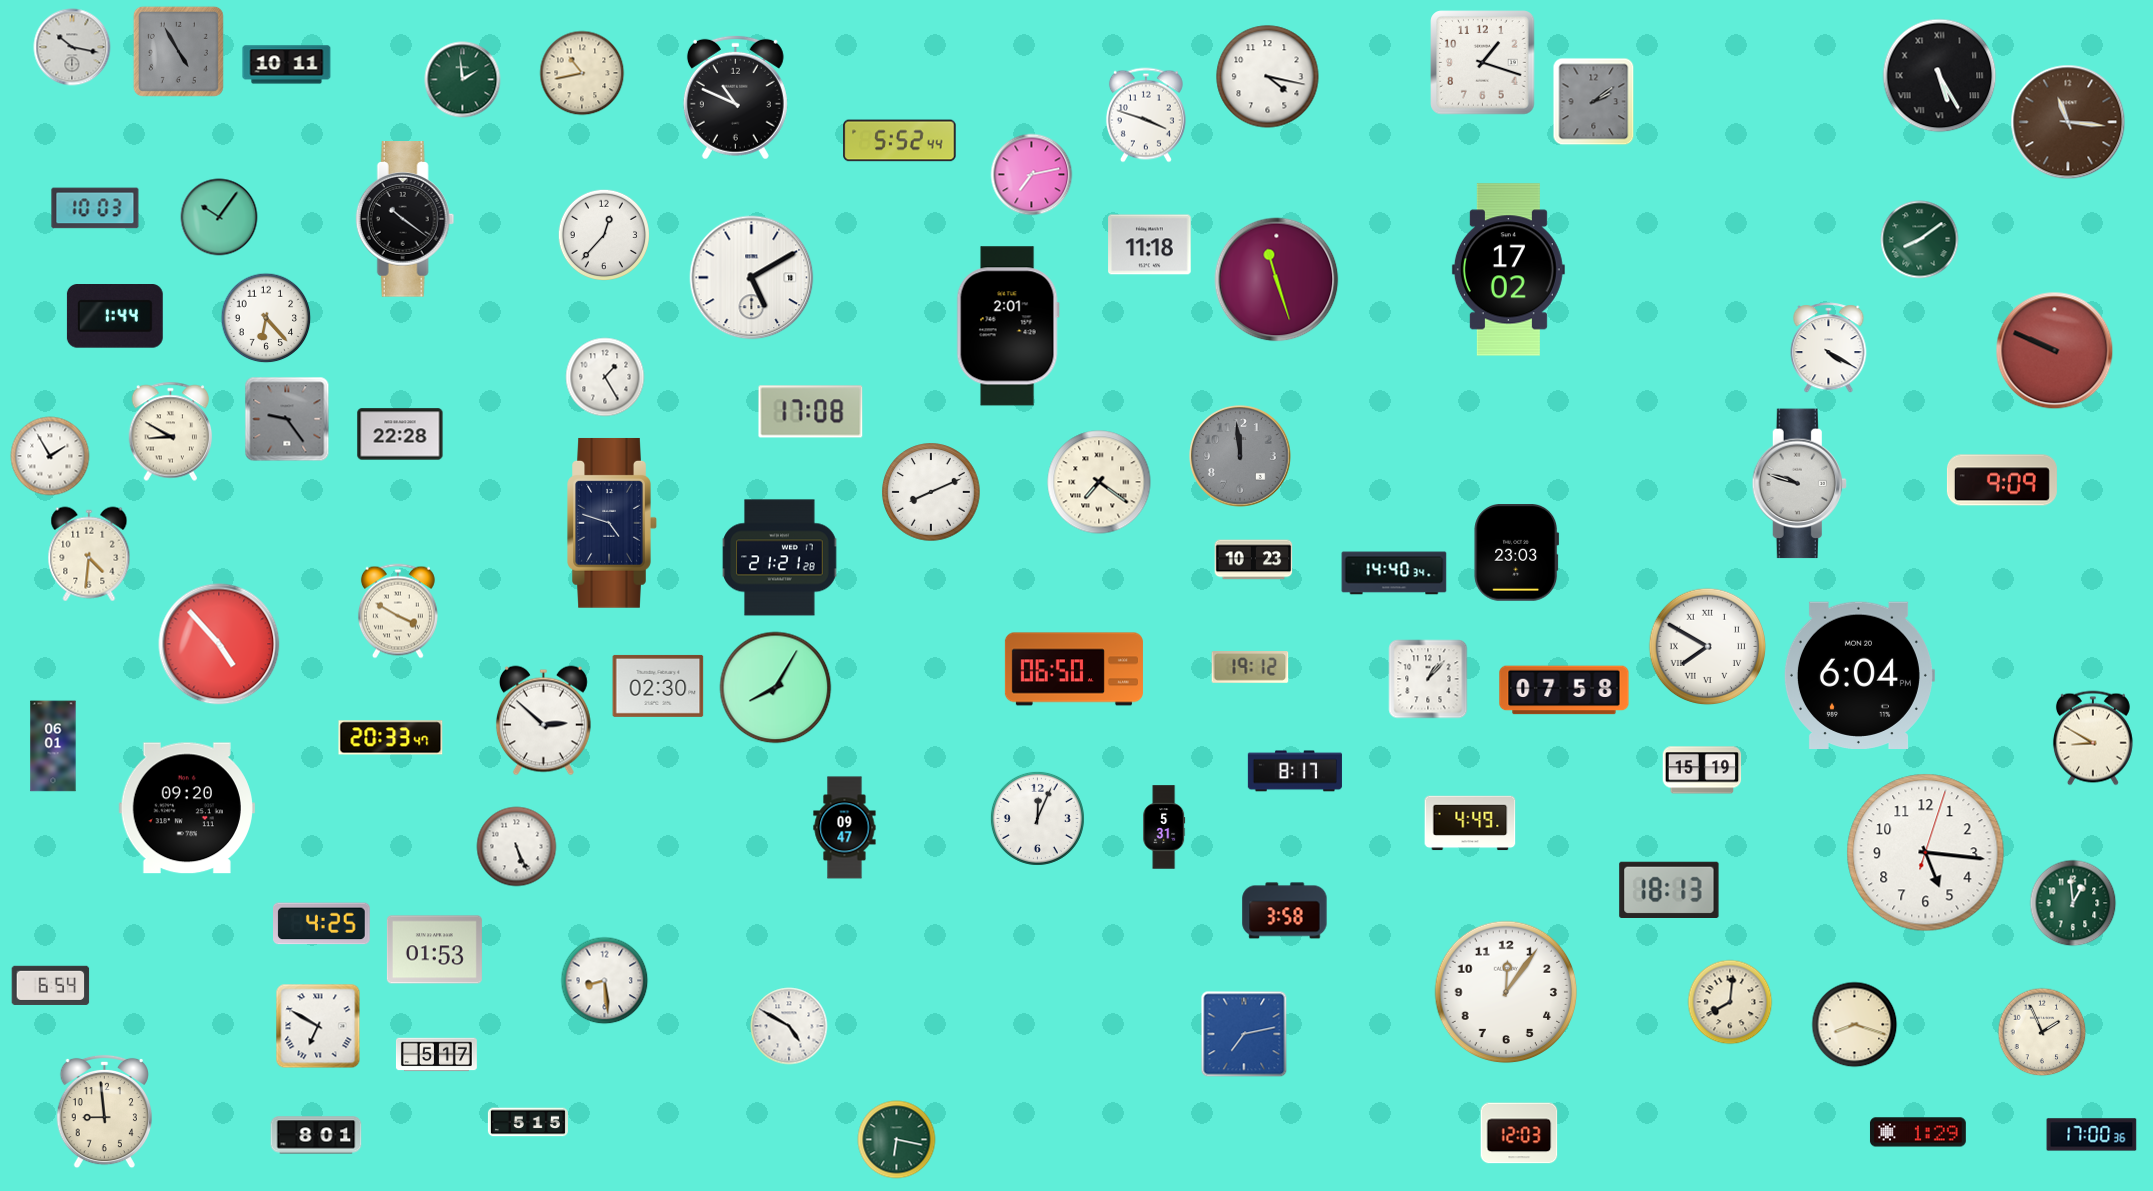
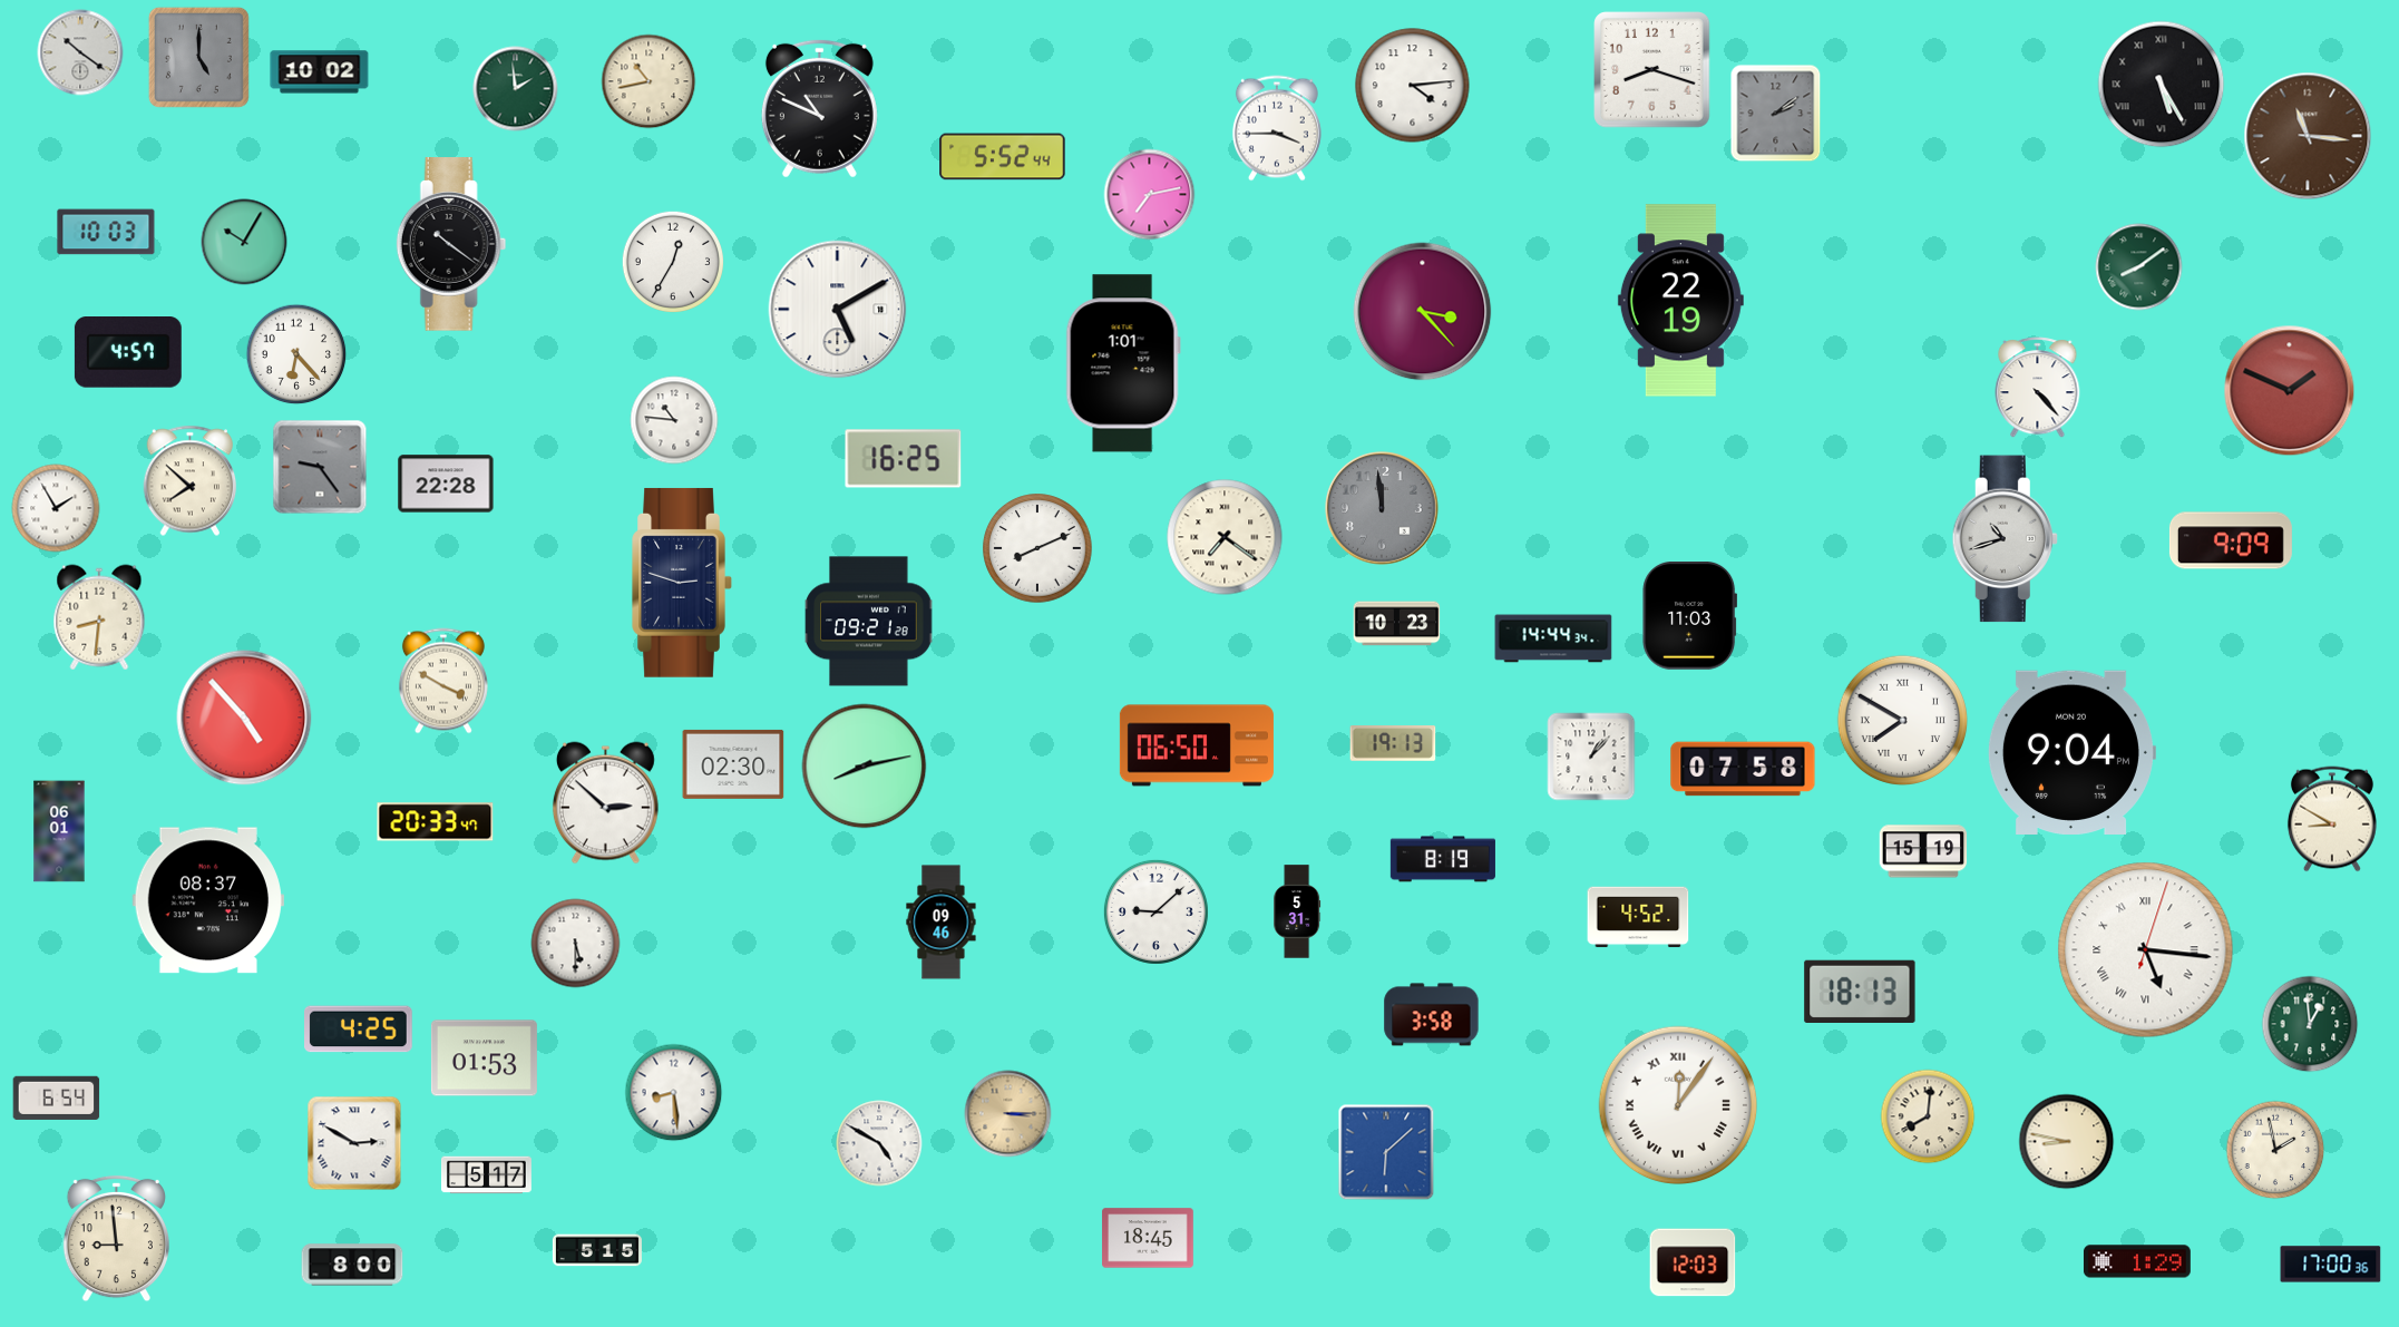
clock at (72, 47): 10:17 -> 10:21
clock at (178, 51): 4:55 -> 5:00
clock at (1483, 63): 1:18 -> 8:18
clock at (287, 65): 10:11 -> 10:02
clock at (1268, 77): 4:17 -> 4:14
clock at (1146, 115): 3:48 -> 3:45
clock at (2068, 122) position: (2068, 122) -> (2308, 136)
clock at (219, 217): 10:06 -> 10:05
clock at (603, 234): 12:37 -> 12:35
clock at (1150, 245): 11:18 -> none
clock at (1508, 270): 17:02 -> 22:19
clock at (1277, 280): 11:27 -> 3:23
clock at (115, 317): 1:44 -> 4:57
clock at (1008, 326): 2:01 -> 1:01
clock at (1829, 348): 4:20 -> 4:23
clock at (2055, 351): 9:49 -> 1:49
clock at (605, 377): 1:25 -> 10:46
clock at (811, 412): 17:08 -> 16:25
clock at (171, 432): 8:50 -> 7:52
clock at (2002, 480) position: (2002, 480) -> (2231, 540)
clock at (1799, 484): 9:48 -> 10:42
clock at (612, 523): 4:48 -> 2:48
clock at (1517, 553): 23:03 -> 11:03
clock at (89, 554): 4:31 -> 8:31
clock at (780, 558): 21:21 -> 09:21
clock at (1394, 573): 14:40 -> 14:44
clock at (1250, 667): 19:12 -> 19:13
clock at (1859, 675): 6:04 -> 9:04
clock at (776, 688): 8:05 -> 8:13
clock at (2093, 738) position: (2093, 738) -> (2332, 819)
clock at (1702, 770) position: (1702, 770) -> (1923, 851)
clock at (1295, 771): 8:17 -> 8:19
clock at (187, 808): 09:20 -> 08:37
clock at (1037, 818): 12:04 -> 9:08
clock at (1470, 823): 4:49 -> 4:52
clock at (1164, 827) position: (1164, 827) -> (1297, 911)
clock at (845, 828): 09:47 -> 09:46
clock at (517, 847): 5:26 -> 5:30
clock at (1926, 853) numerals: Arabic -> Roman
clock at (2073, 903) position: (2073, 903) -> (2310, 1024)
clock at (1506, 992) numerals: Arabic -> Roman
clock at (1008, 1114): none -> 3:15
clock at (1855, 1025): 8:18 -> 8:47
clock at (318, 1026): 6:50 -> 2:50
clock at (2042, 1032): 1:56 -> 1:58
clock at (1244, 1034): 7:13 -> 6:08
clock at (1148, 1238): none -> 18:45
clock at (528, 1122) position: (528, 1122) -> (597, 1250)
clock at (316, 1135): 8:01 -> 8:00
clock at (897, 1140): 6:17 -> none
